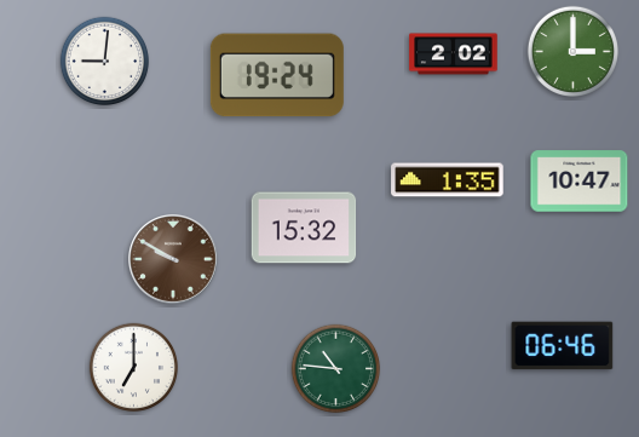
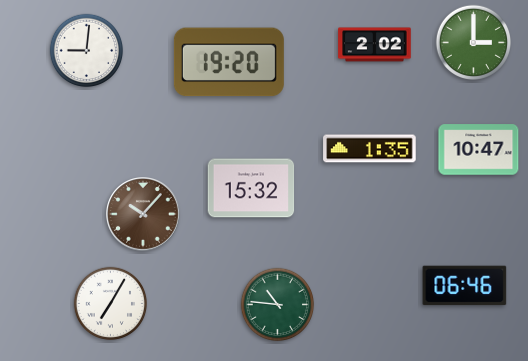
clock at (277, 75): 19:24 -> 19:20
clock at (174, 260): 9:50 -> 10:07
clock at (134, 368): 7:00 -> 7:05
